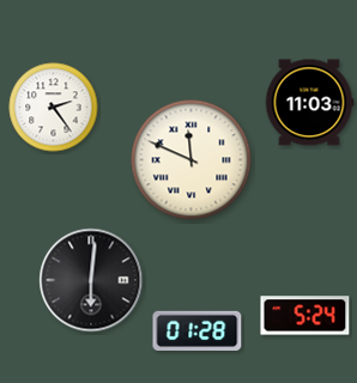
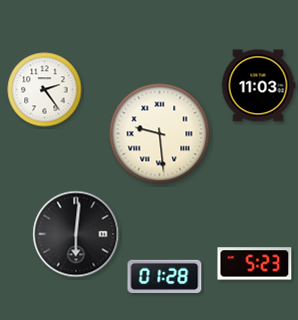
clock at (192, 160): 11:49 -> 9:29
clock at (305, 316): 5:24 -> 5:23
